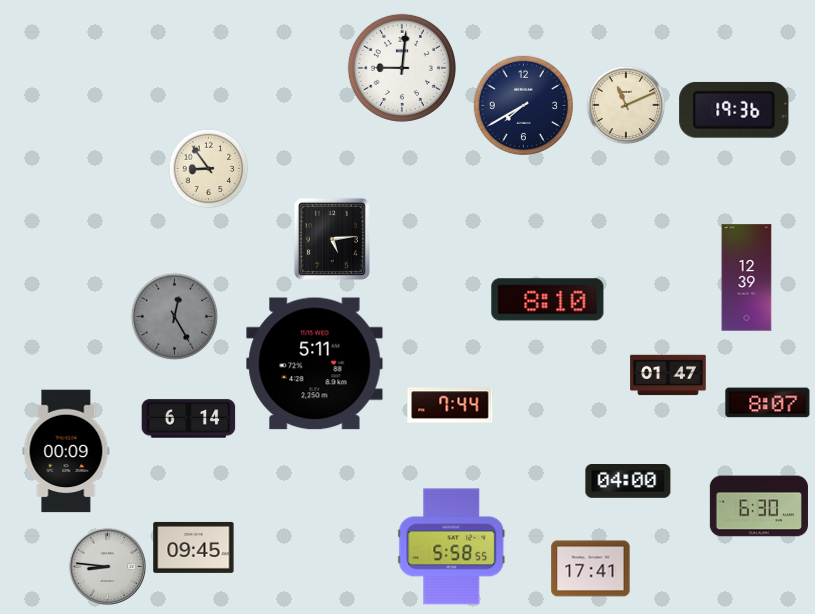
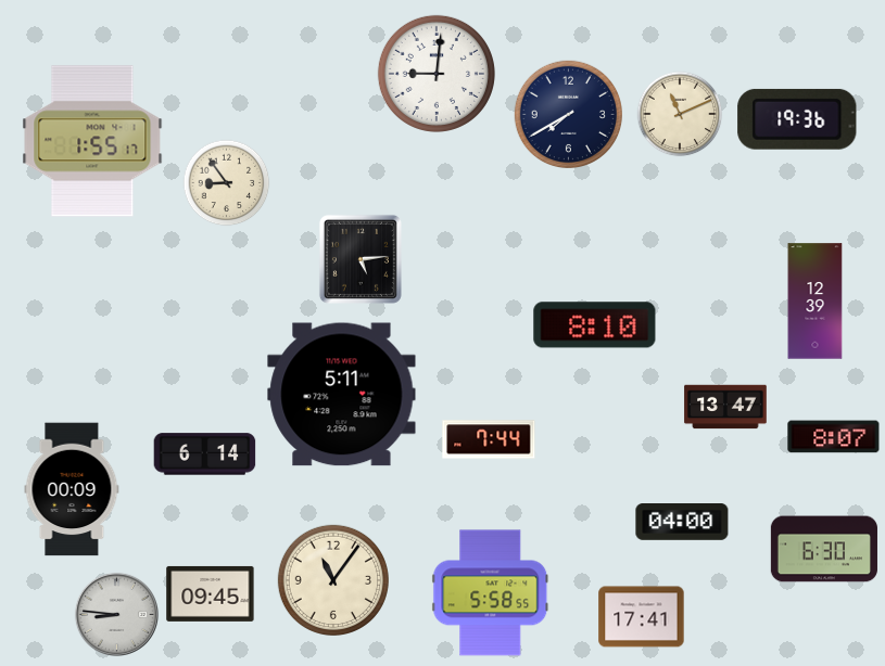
clock at (92, 141): none -> 1:55
clock at (747, 278) position: (747, 278) -> (816, 302)
clock at (175, 317): 12:25 -> none
clock at (668, 375): 01:47 -> 13:47
clock at (332, 579): none -> 11:06
